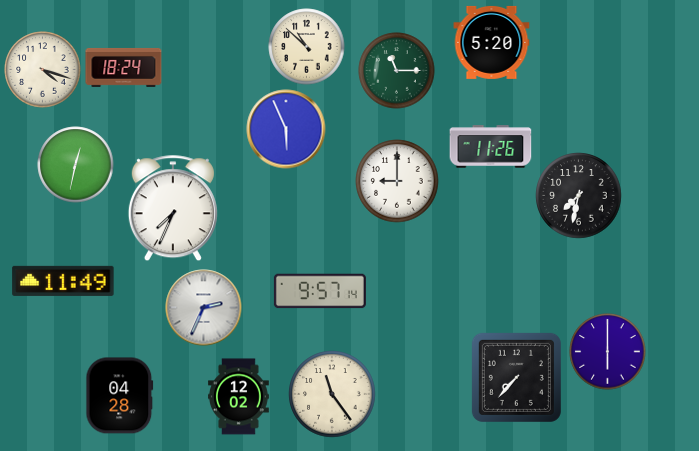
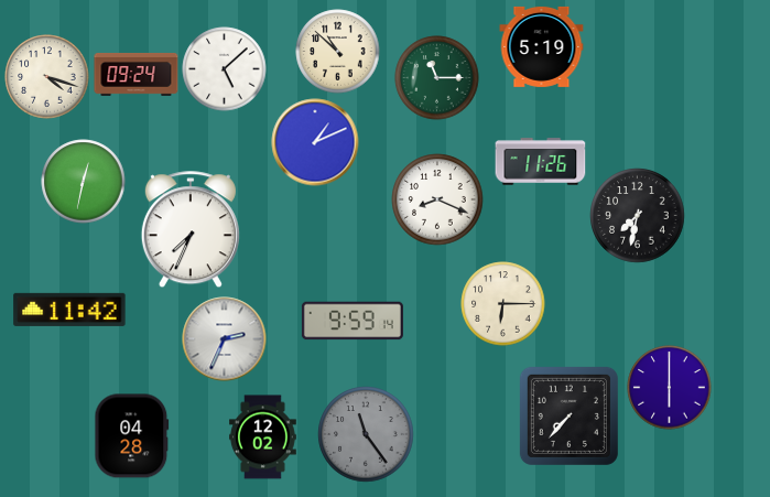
clock at (492, 42): 5:20 -> 5:19
clock at (225, 69): none -> 5:08
clock at (124, 67): 18:24 -> 09:24
clock at (286, 129): 5:56 -> 1:11
clock at (397, 181): 9:00 -> 8:19
clock at (503, 304): none -> 6:15
clock at (63, 281): 11:49 -> 11:42
clock at (320, 291): 9:57 -> 9:59
clock at (332, 394) dial: cream -> grey
